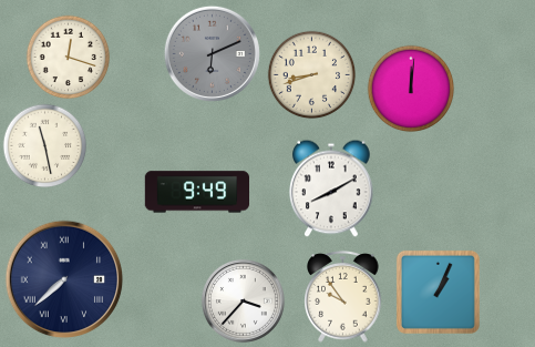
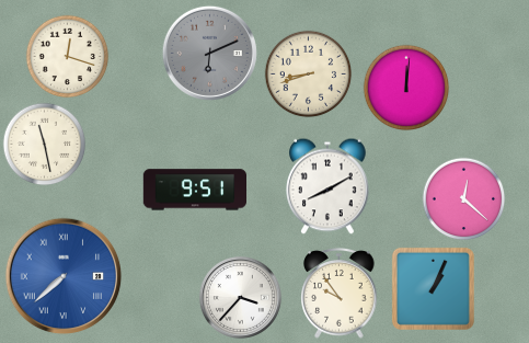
clock at (196, 192): 9:49 -> 9:51
clock at (464, 199): none -> 12:22
clock at (64, 279) dial: navy -> blue
